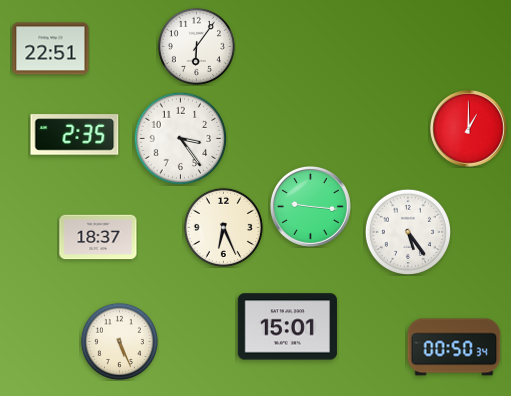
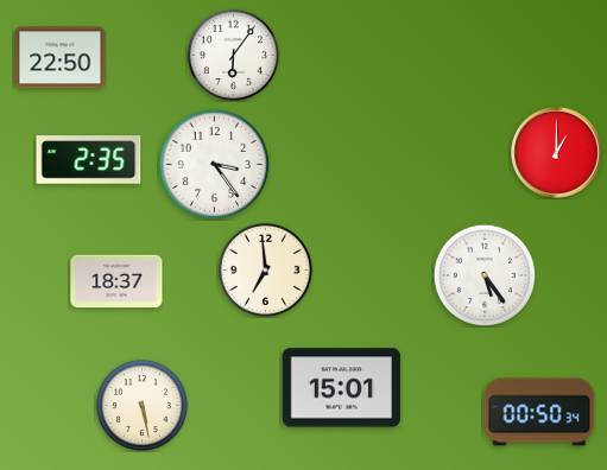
clock at (51, 49): 22:51 -> 22:50
clock at (310, 206): 9:16 -> none
clock at (223, 227): 6:26 -> 6:59
clock at (119, 341): 5:26 -> 5:28
